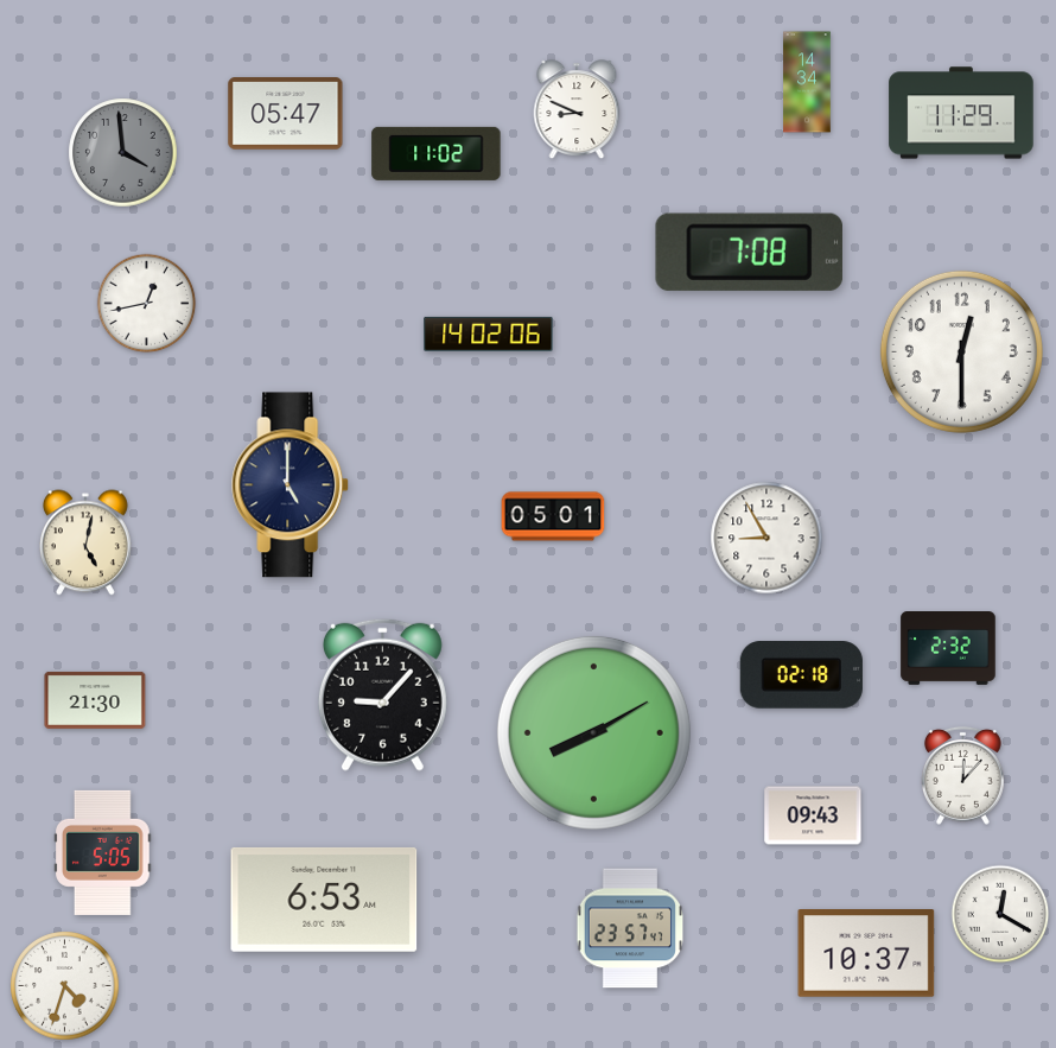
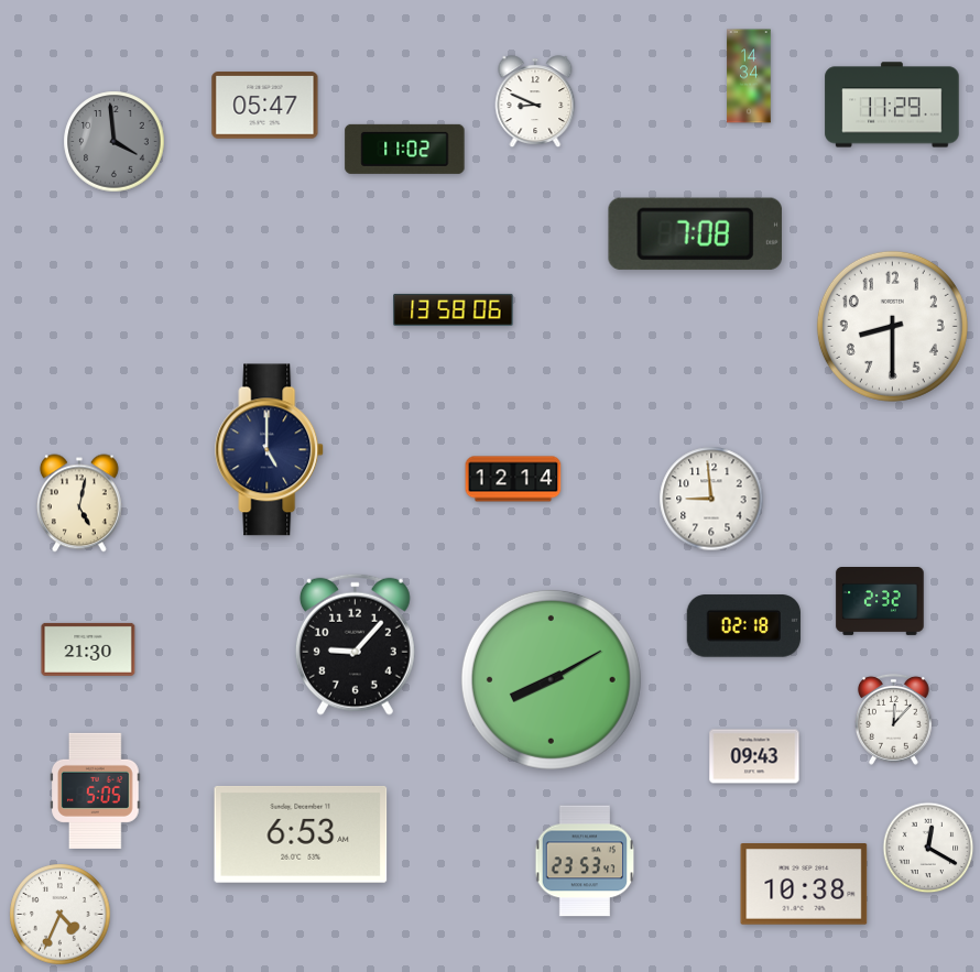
clock at (437, 153) position: (437, 153) -> (405, 149)
clock at (147, 304): 12:43 -> none
clock at (489, 334): 14:02 -> 13:58
clock at (961, 351): 12:30 -> 8:30
clock at (553, 516): 05:01 -> 12:14
clock at (766, 538): 8:55 -> 8:59
clock at (630, 928): 23:57 -> 23:53
clock at (866, 954): 10:37 -> 10:38
clock at (65, 986): 4:33 -> 4:34
